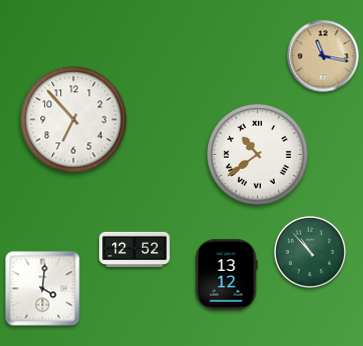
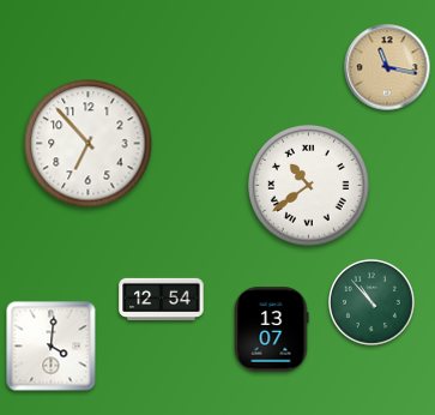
clock at (135, 250): 12:52 -> 12:54
clock at (226, 275): 13:12 -> 13:07
